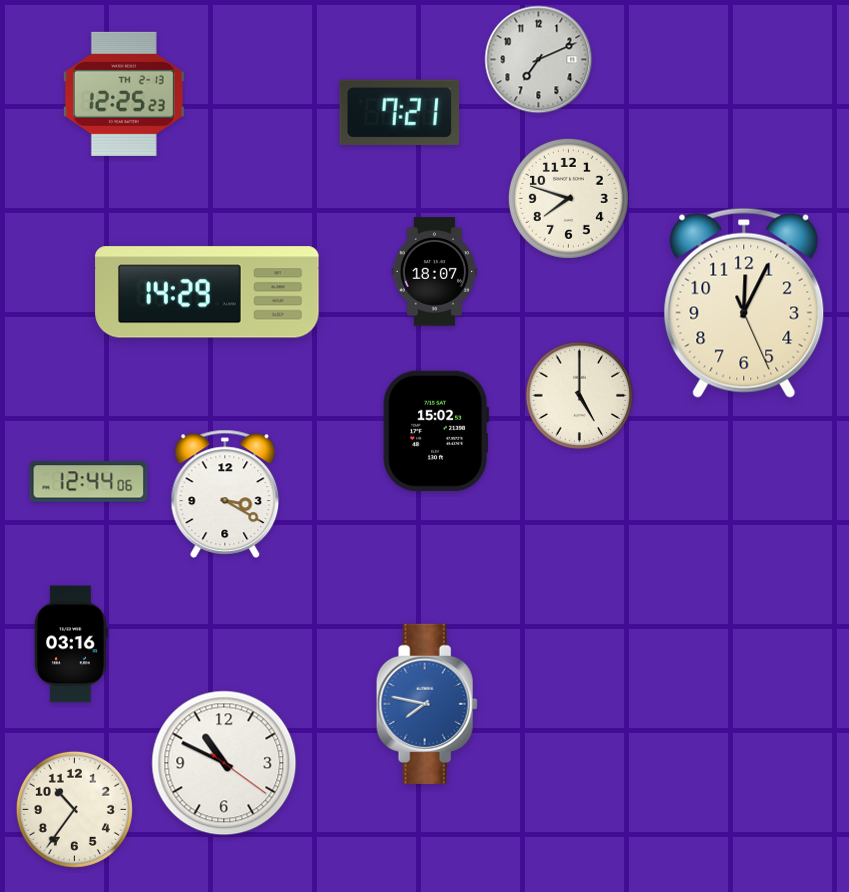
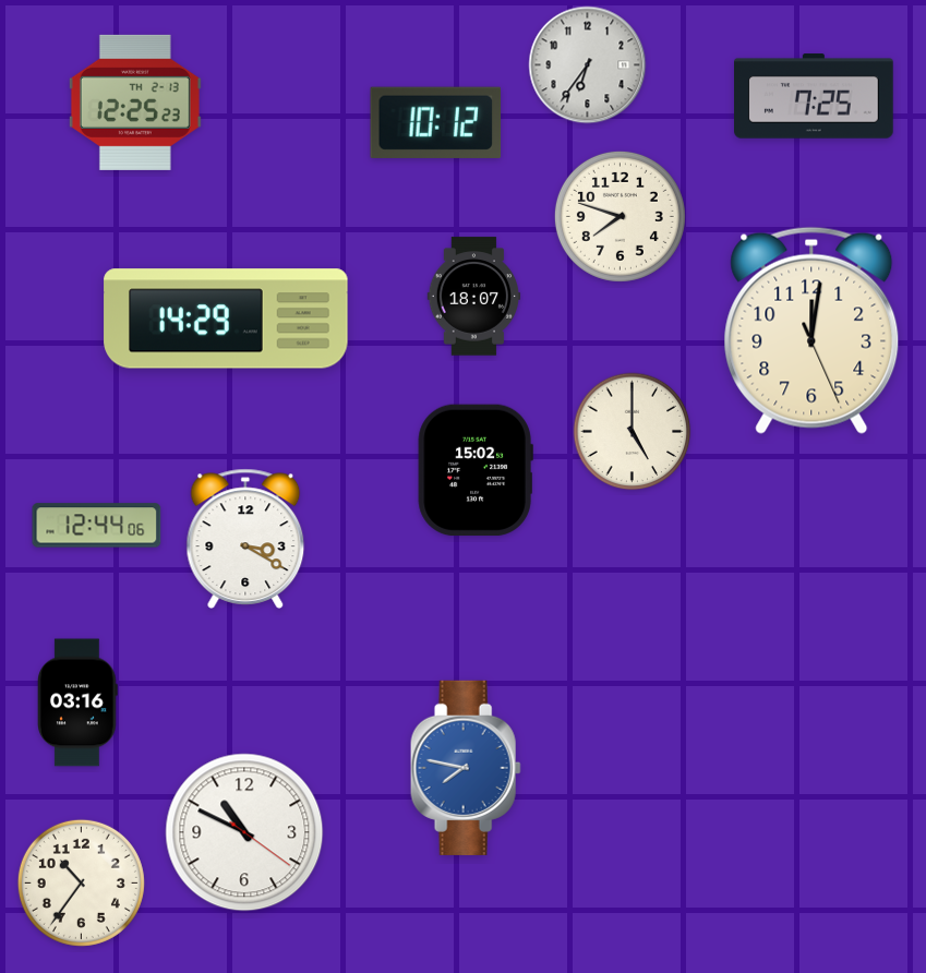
clock at (539, 60): 7:11 -> 6:36
clock at (815, 96): none -> 7:25
clock at (400, 112): 7:21 -> 10:12
clock at (744, 303): 12:04 -> 12:01
